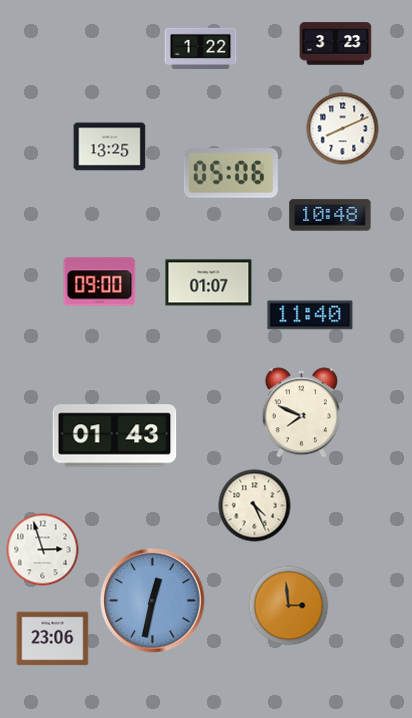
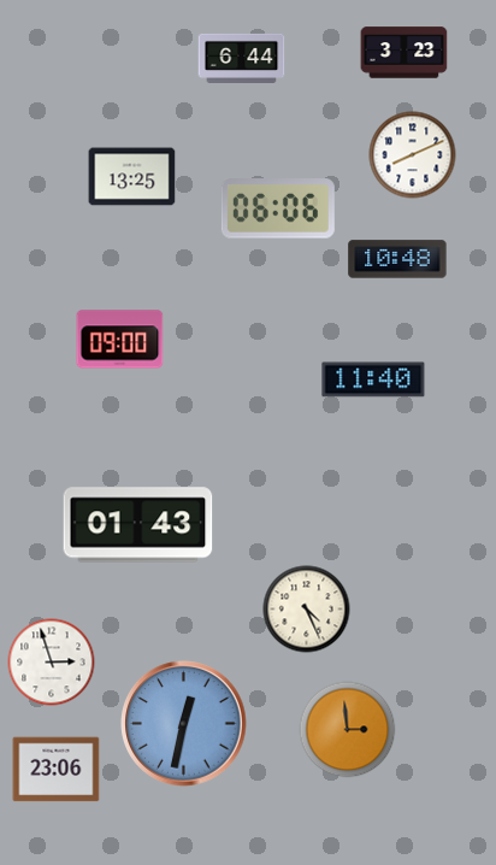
clock at (201, 48): 1:22 -> 6:44
clock at (231, 173): 05:06 -> 06:06
clock at (209, 283): 01:07 -> none
clock at (301, 413): 7:49 -> none
clock at (53, 639) position: (53, 639) -> (57, 770)
